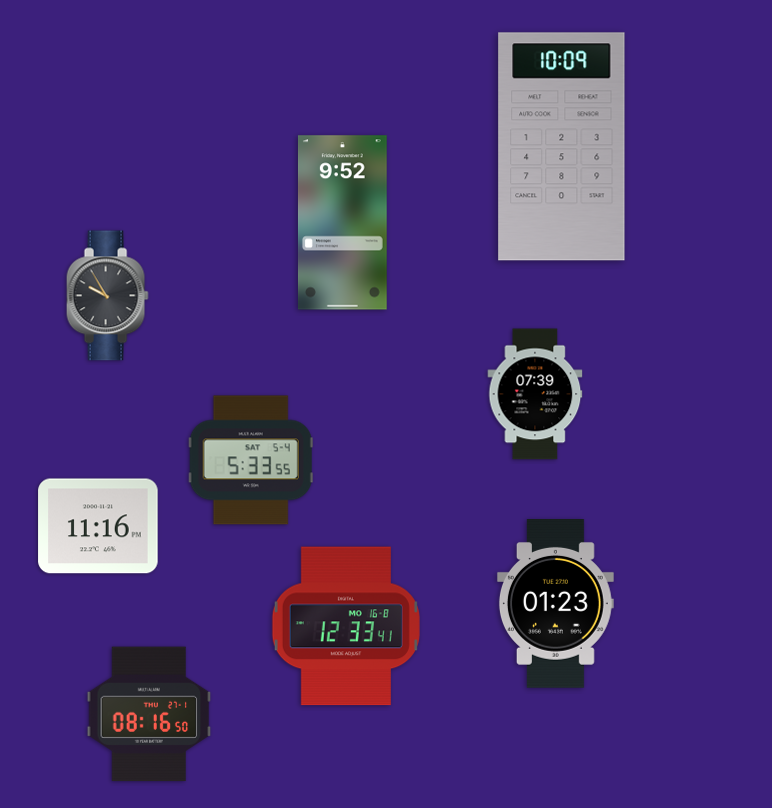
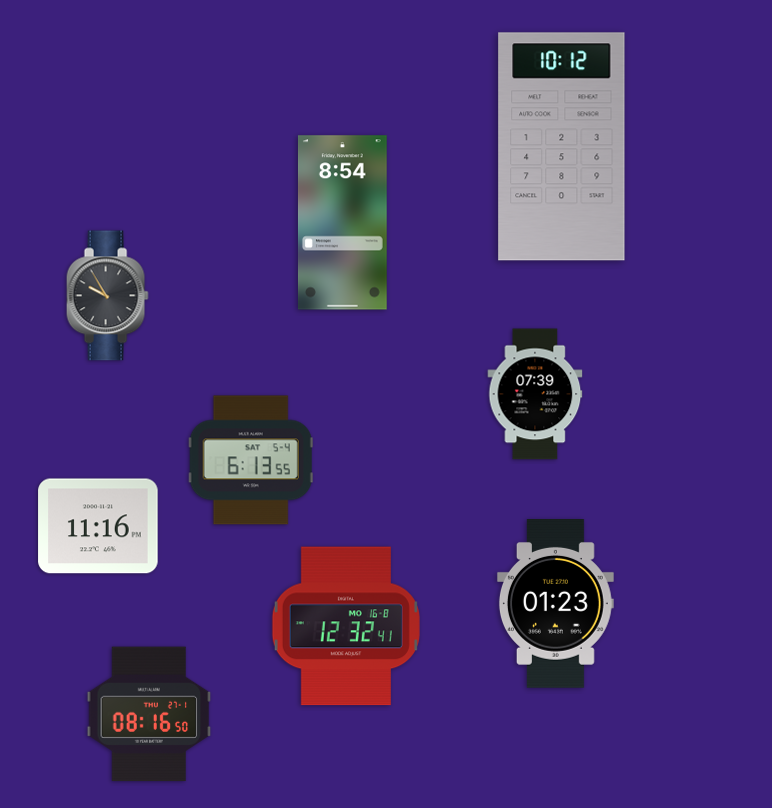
clock at (562, 147): 10:09 -> 10:12
clock at (342, 223): 9:52 -> 8:54
clock at (251, 460): 5:33 -> 6:13
clock at (346, 626): 12:33 -> 12:32
